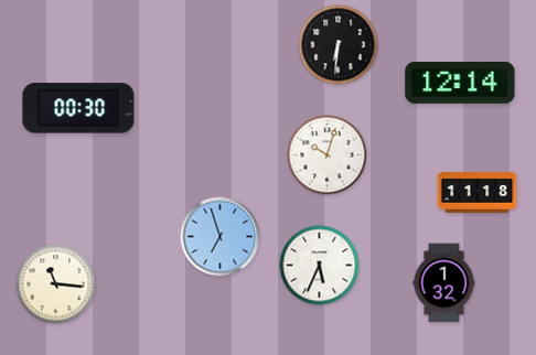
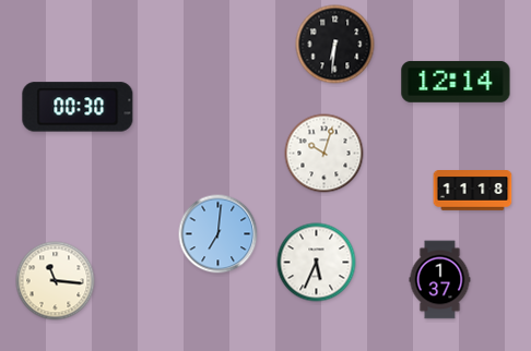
clock at (221, 237): 6:57 -> 7:01
clock at (444, 283): 1:32 -> 1:37
